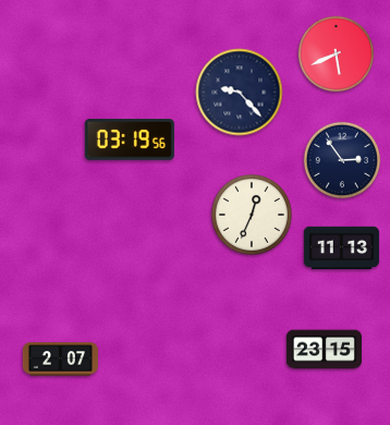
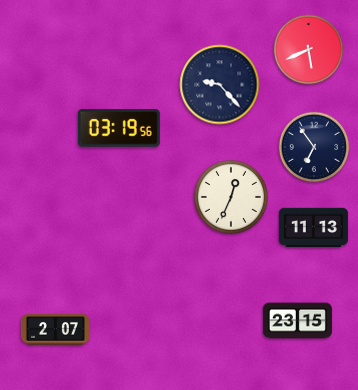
clock at (342, 160): 2:54 -> 6:54
